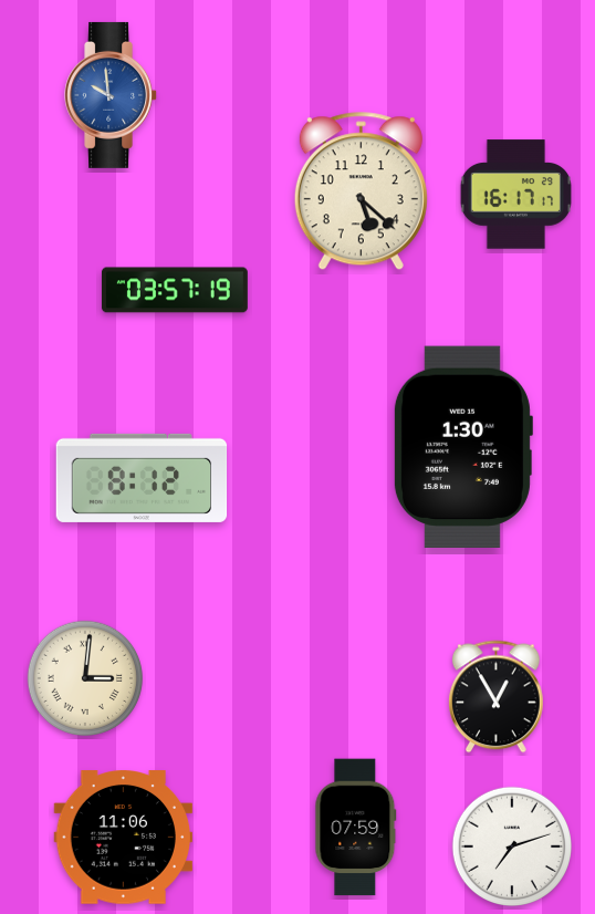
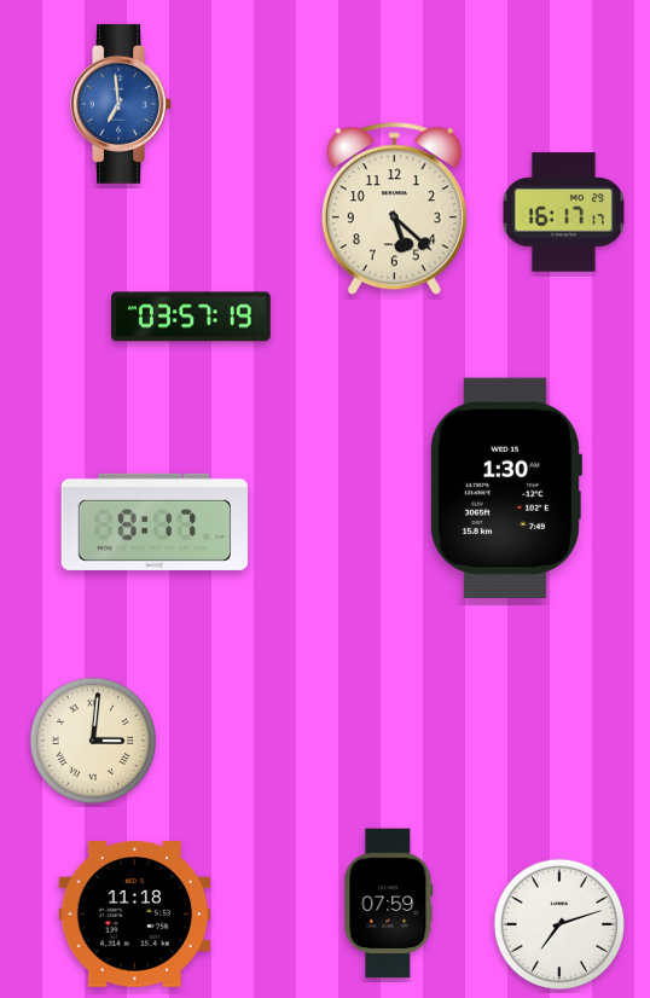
clock at (112, 95): 9:59 -> 6:59
clock at (142, 478): 8:12 -> 8:17
clock at (497, 697): 12:55 -> none
clock at (123, 838): 11:06 -> 11:18
